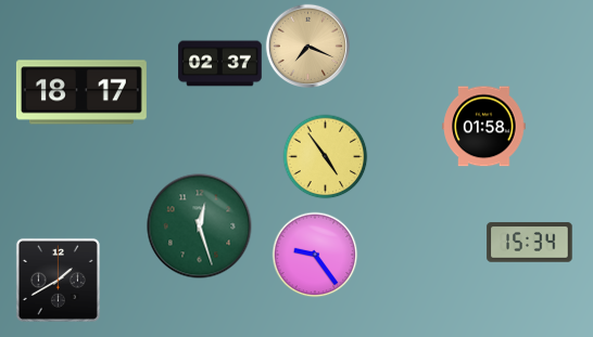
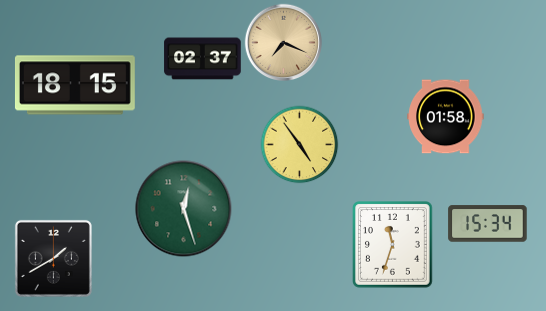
clock at (81, 92): 18:17 -> 18:15
clock at (315, 255): 9:24 -> none
clock at (393, 245): none -> 11:33
